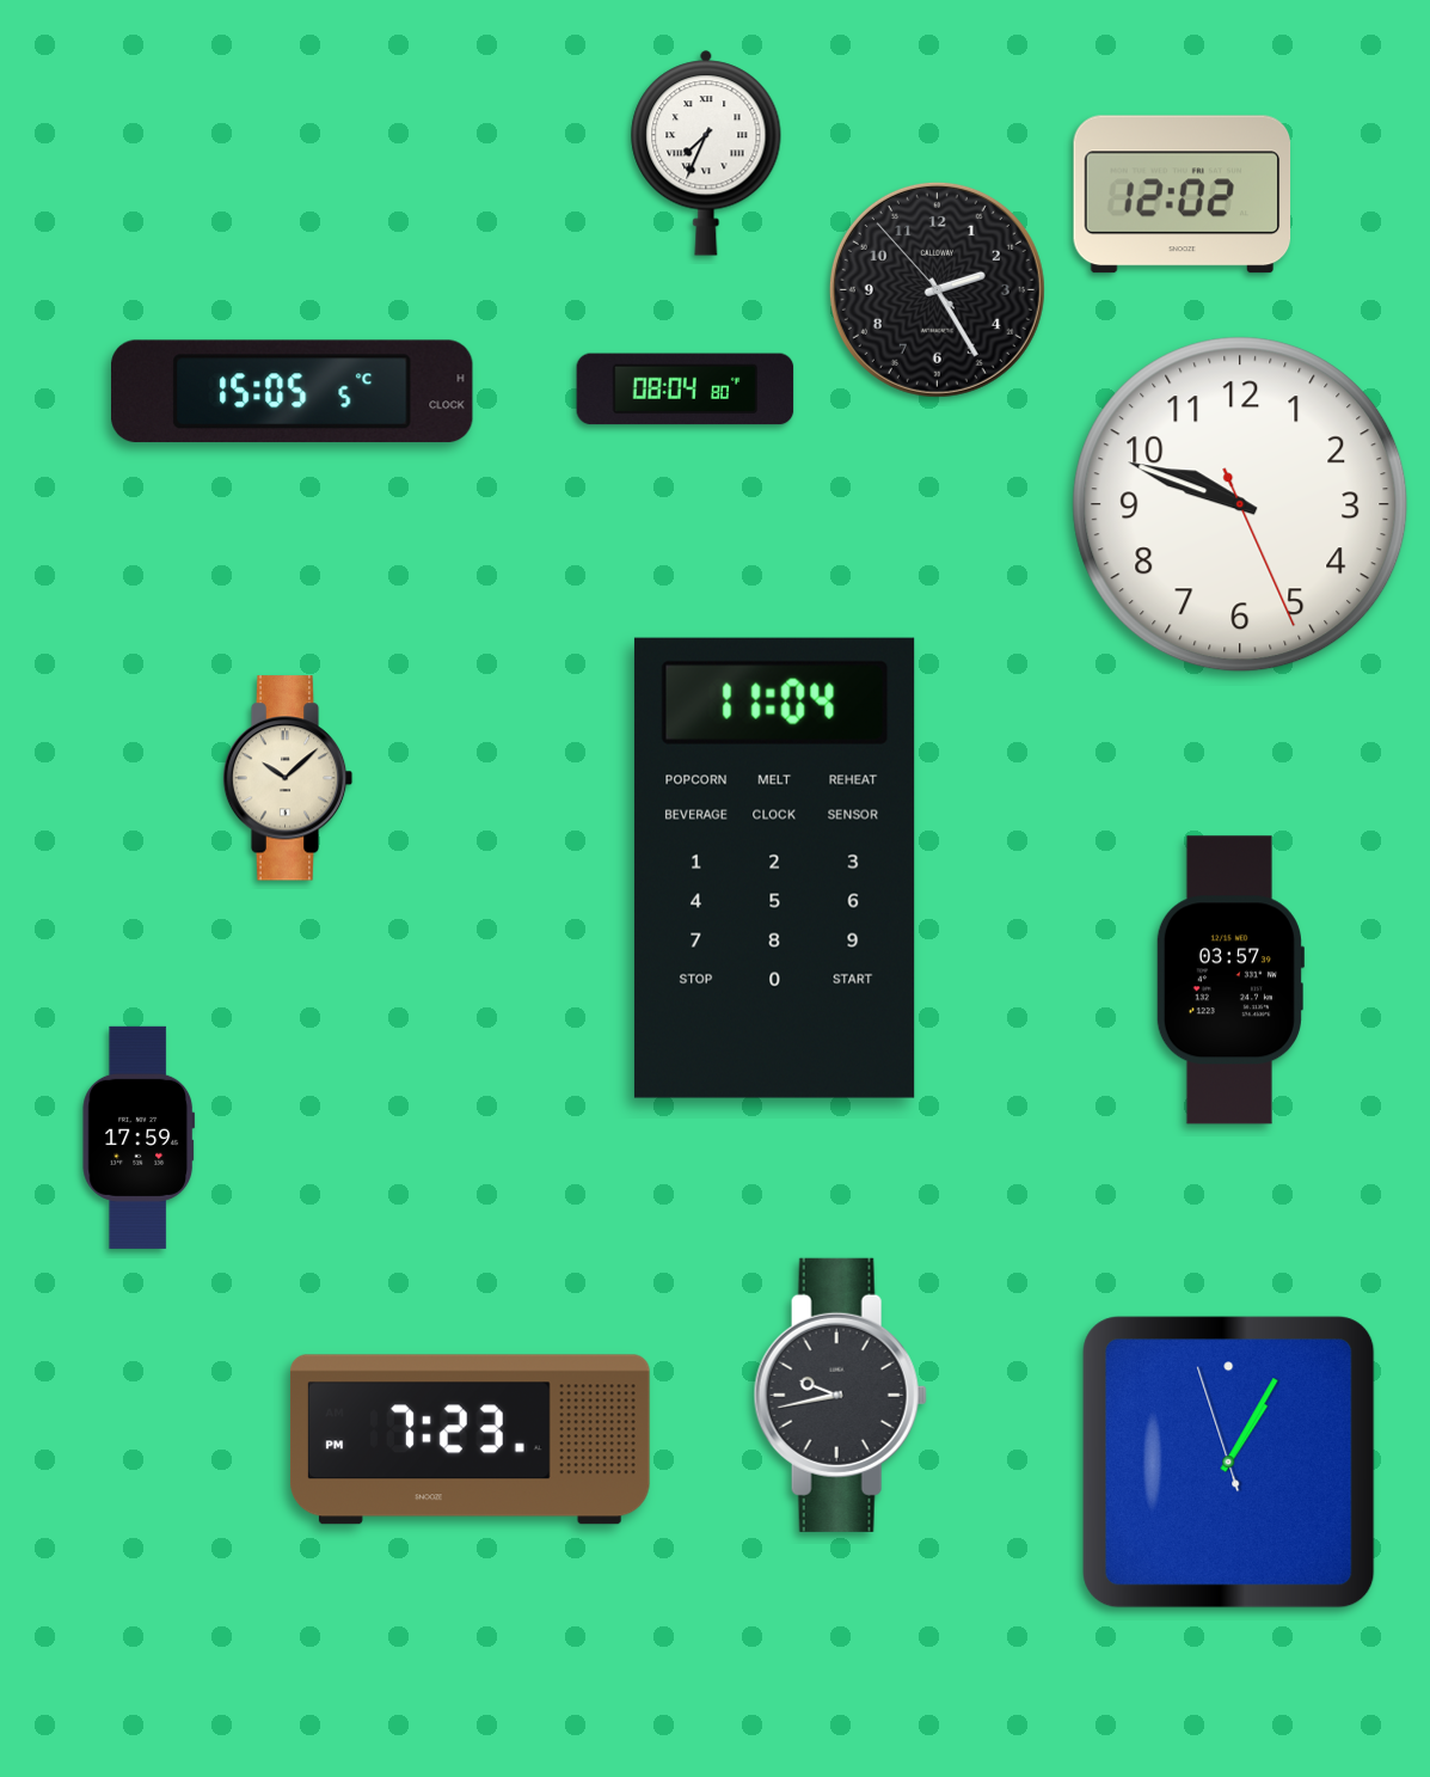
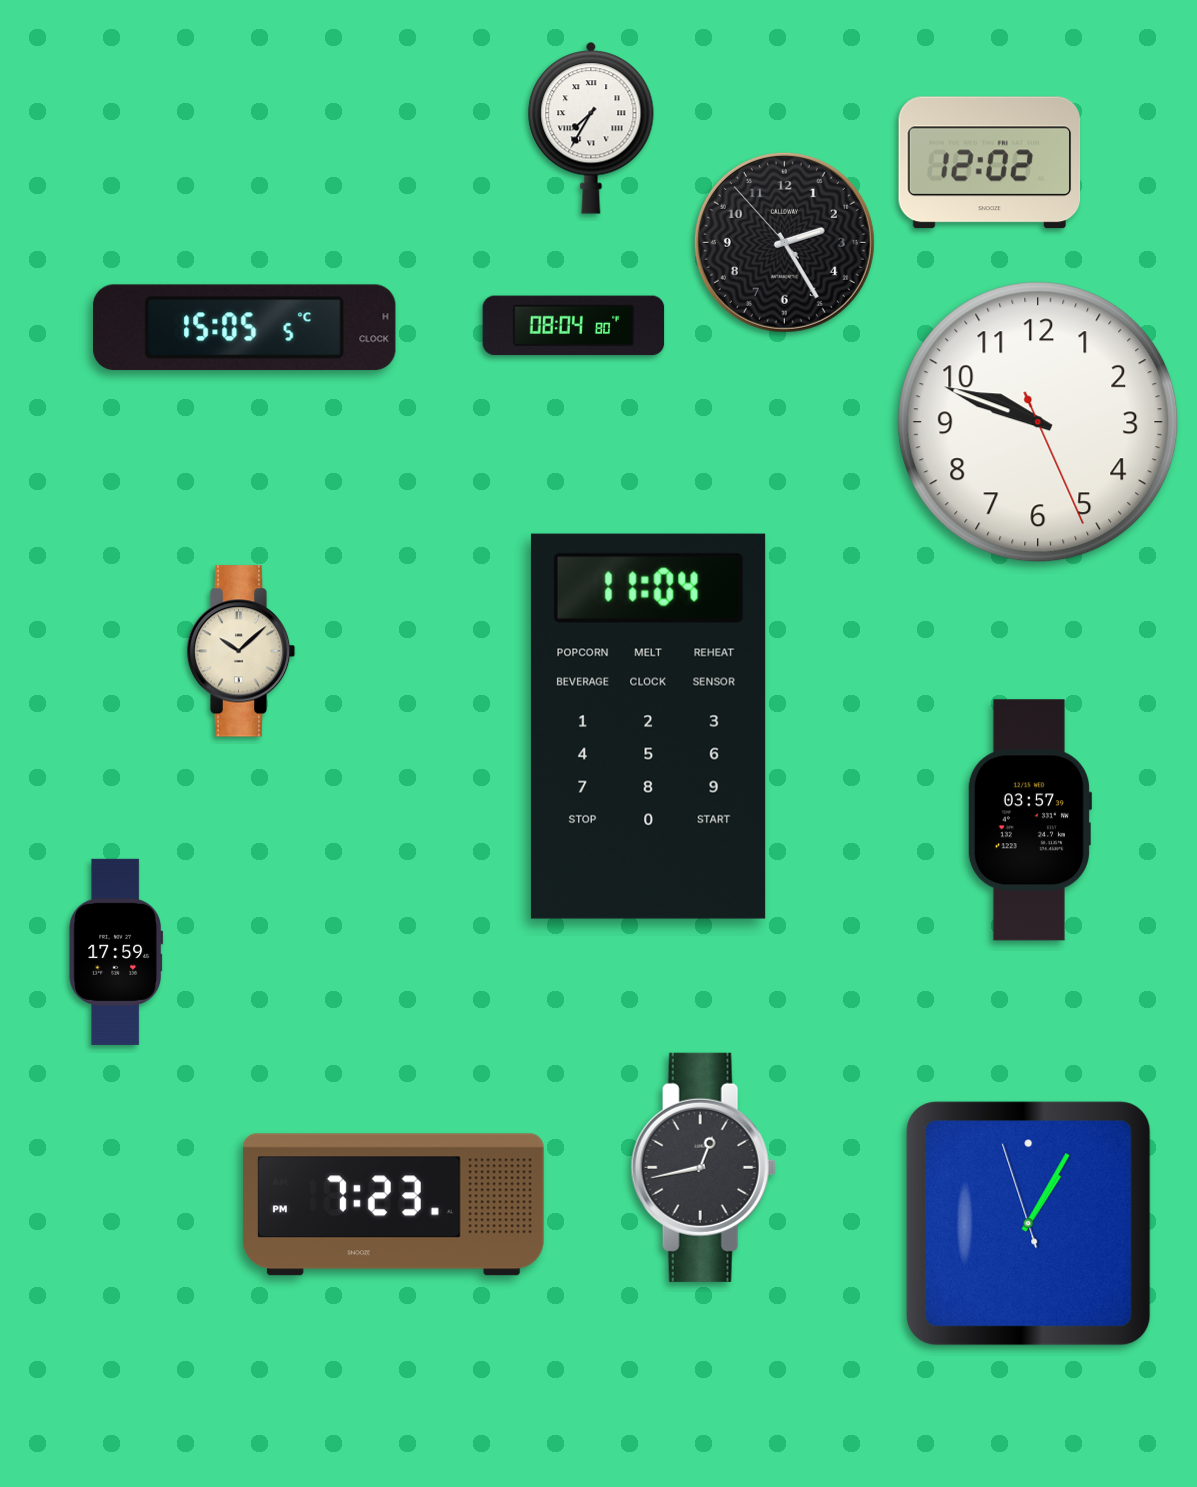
clock at (706, 153): 7:34 -> 7:35
clock at (840, 1395): 9:43 -> 12:43
